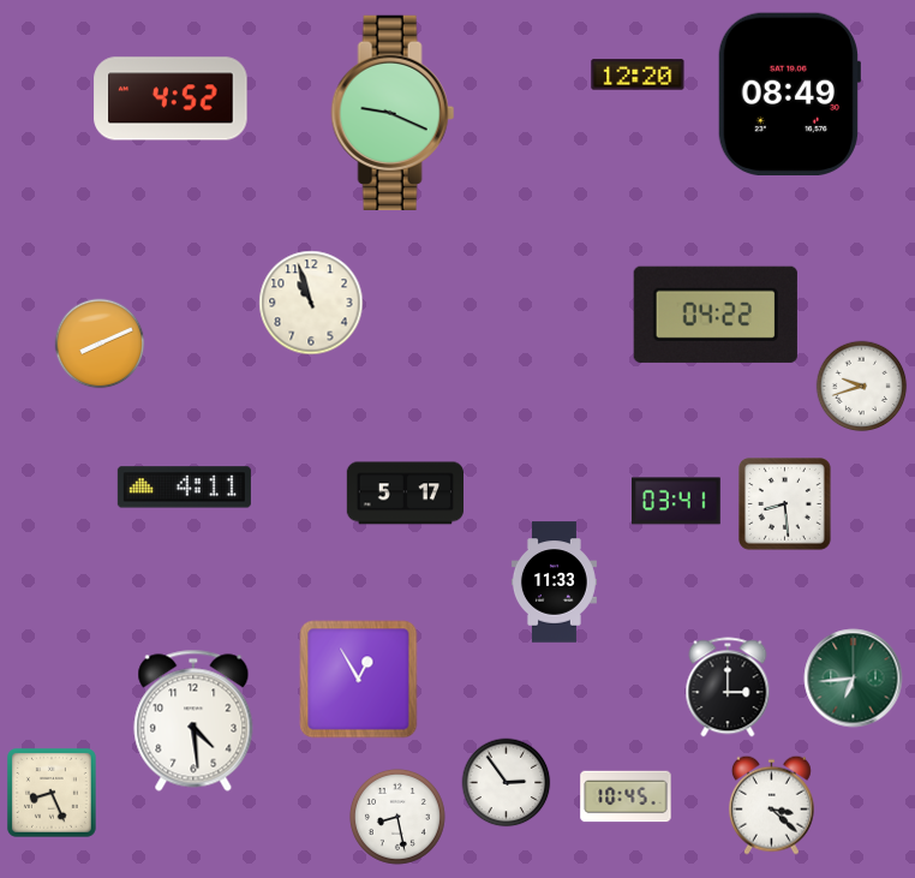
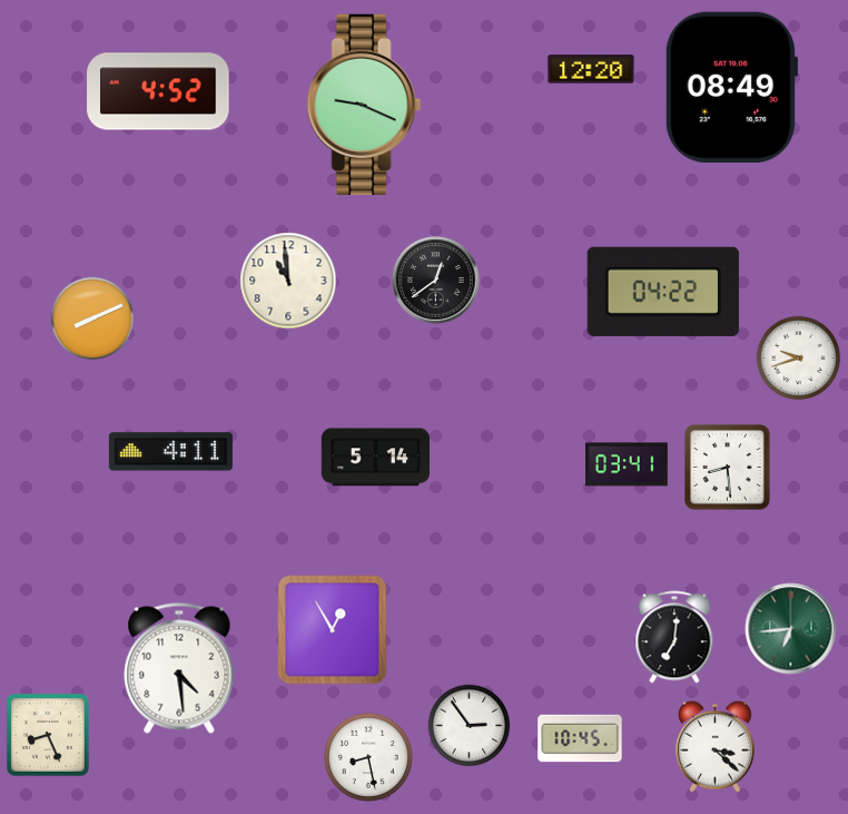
clock at (311, 303): 10:57 -> 10:59
clock at (436, 281): none -> 12:39
clock at (405, 494): 5:17 -> 5:14
clock at (554, 583): 11:33 -> none
clock at (728, 687): 3:00 -> 7:01
